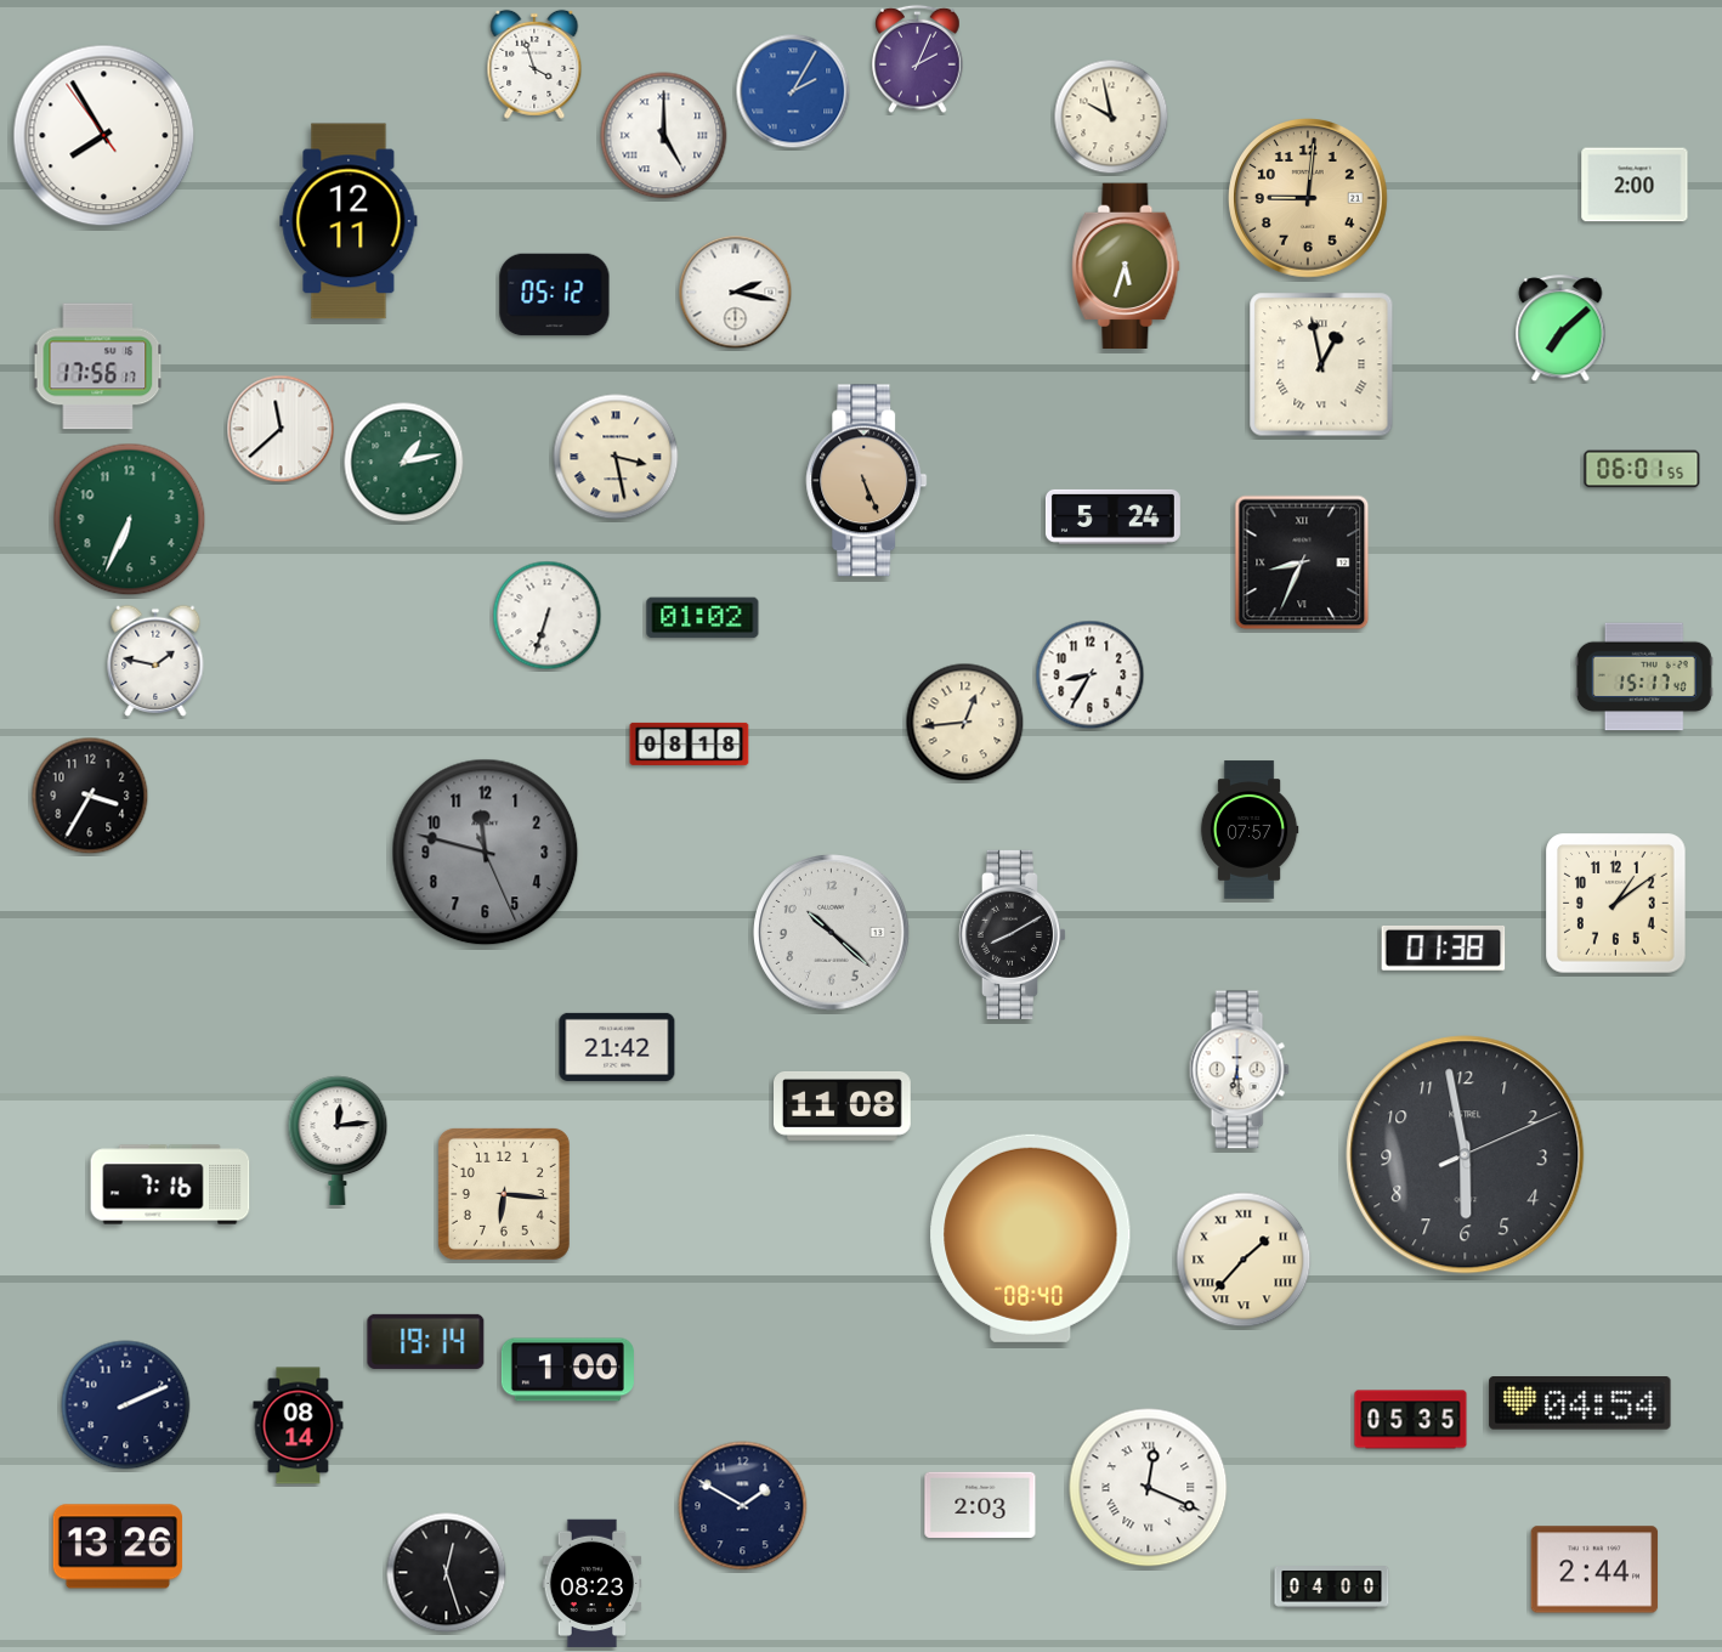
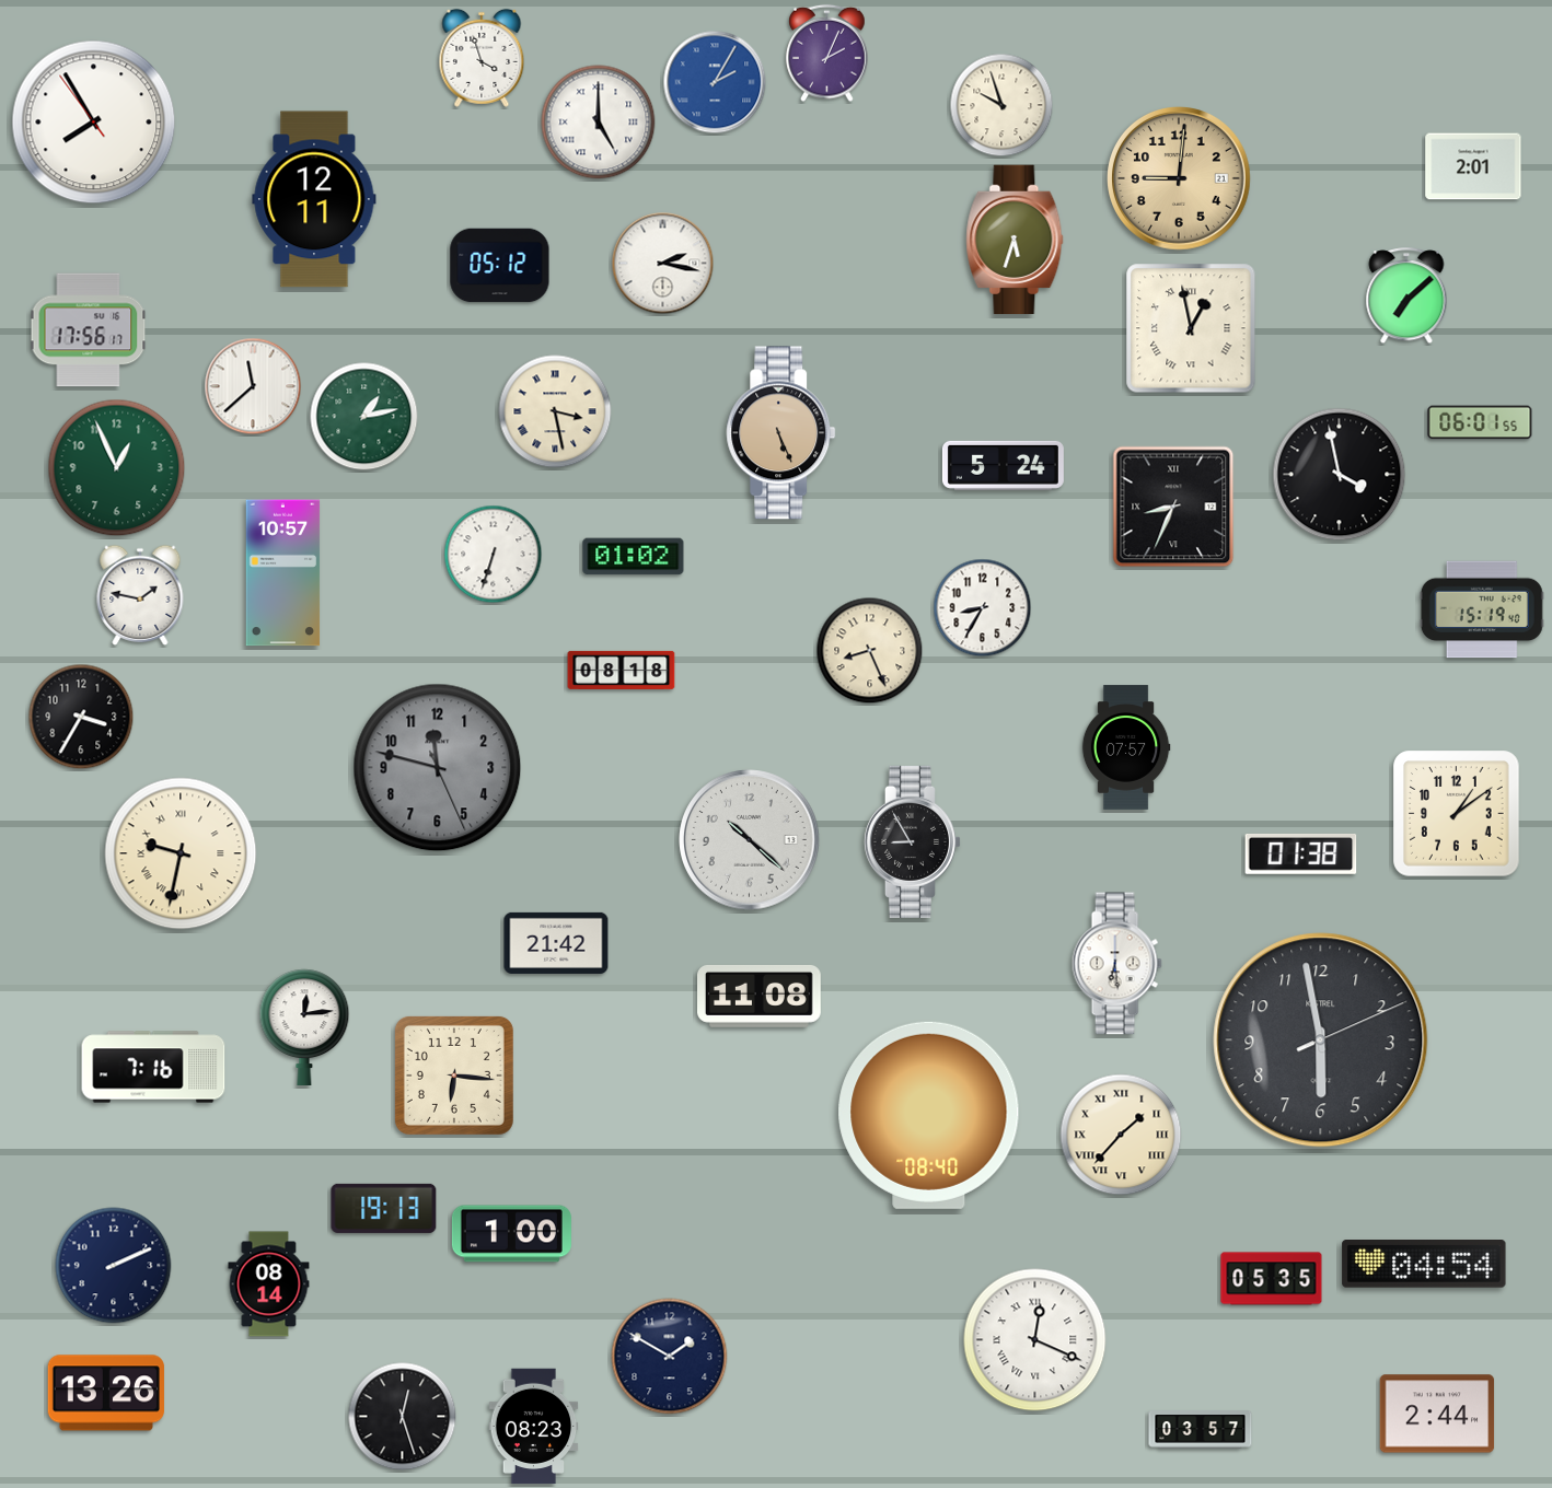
clock at (1111, 117): 9:58 -> 9:57
clock at (1635, 185): 2:00 -> 2:01
clock at (130, 520): 6:34 -> 12:56
clock at (1340, 475): none -> 3:58
clock at (283, 573): none -> 10:57
clock at (1644, 677): 15:17 -> 15:19
clock at (965, 723): 12:44 -> 8:26
clock at (1012, 934): 8:10 -> 8:55
clock at (181, 853): none -> 9:32
clock at (426, 1341): 19:14 -> 19:13
clock at (980, 1505): 2:03 -> none
clock at (1332, 1588): 04:00 -> 03:57
